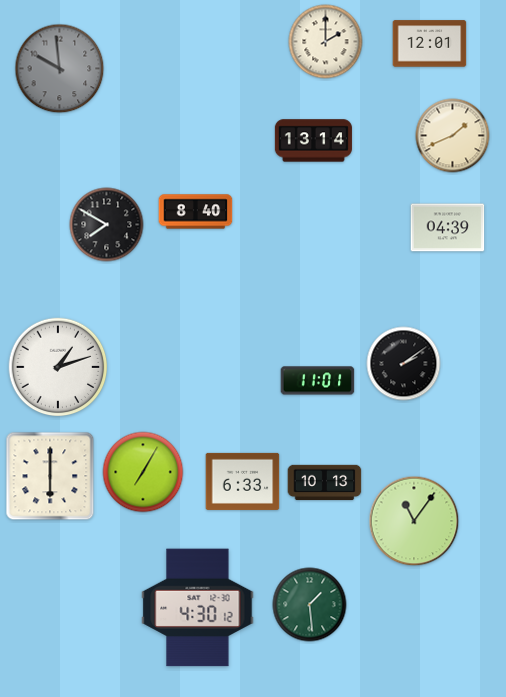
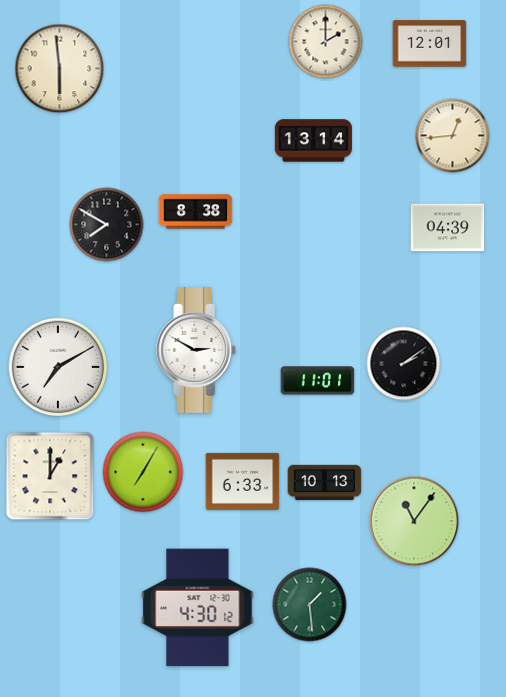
clock at (60, 69): 9:59 -> 5:59
clock at (60, 69) dial: grey -> cream
clock at (453, 136): 1:41 -> 12:44
clock at (196, 212): 8:40 -> 8:38
clock at (197, 350): none -> 2:50
clock at (58, 367): 1:12 -> 7:10
clock at (50, 476): 6:00 -> 1:00
